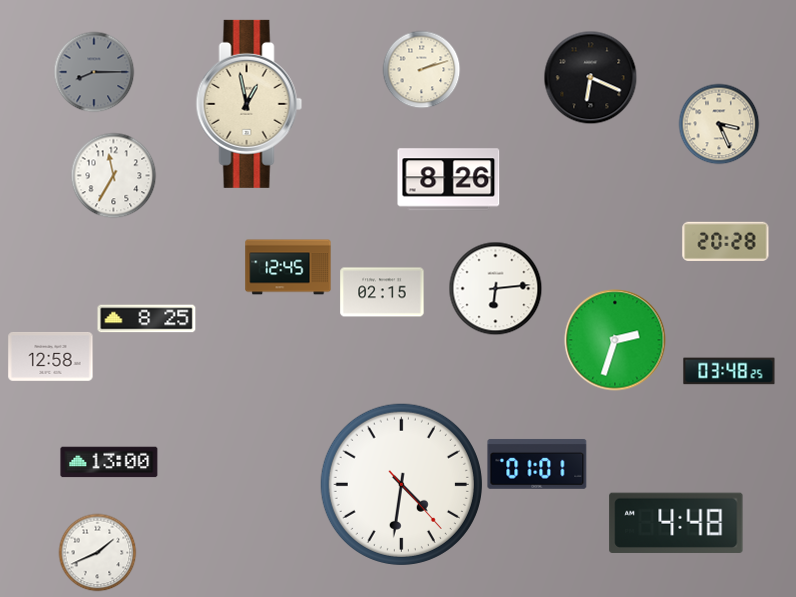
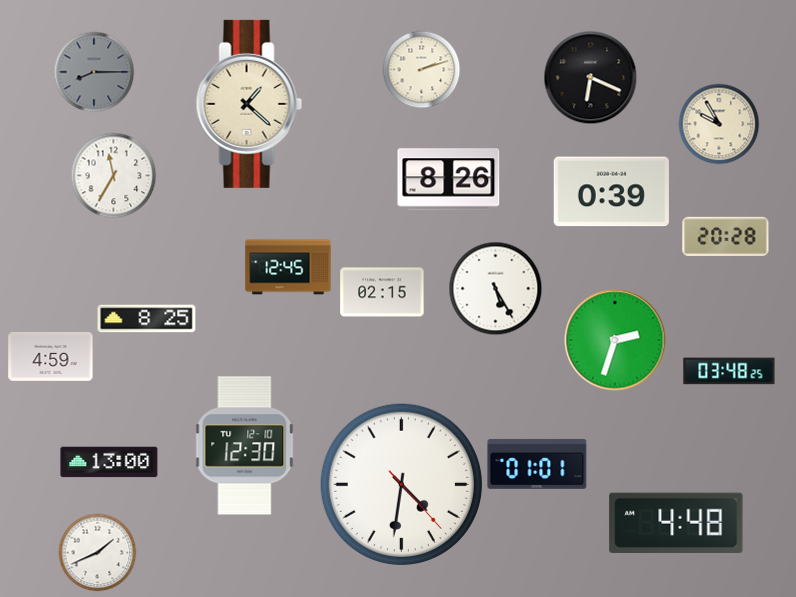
clock at (249, 104): 12:58 -> 1:22
clock at (719, 124): 3:26 -> 9:55
clock at (611, 192): none -> 0:39
clock at (726, 241) position: (726, 241) -> (726, 236)
clock at (495, 288): 6:14 -> 5:25
clock at (51, 356): 12:58 -> 4:59
clock at (245, 446): none -> 12:30
